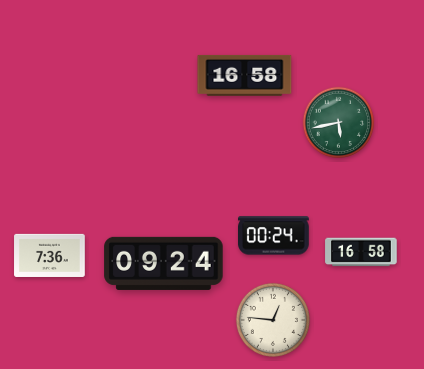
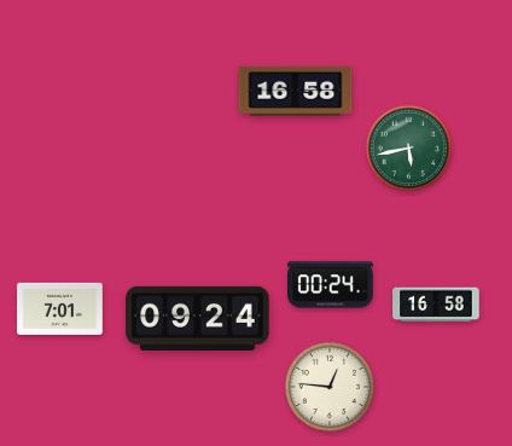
clock at (50, 255): 7:36 -> 7:01
